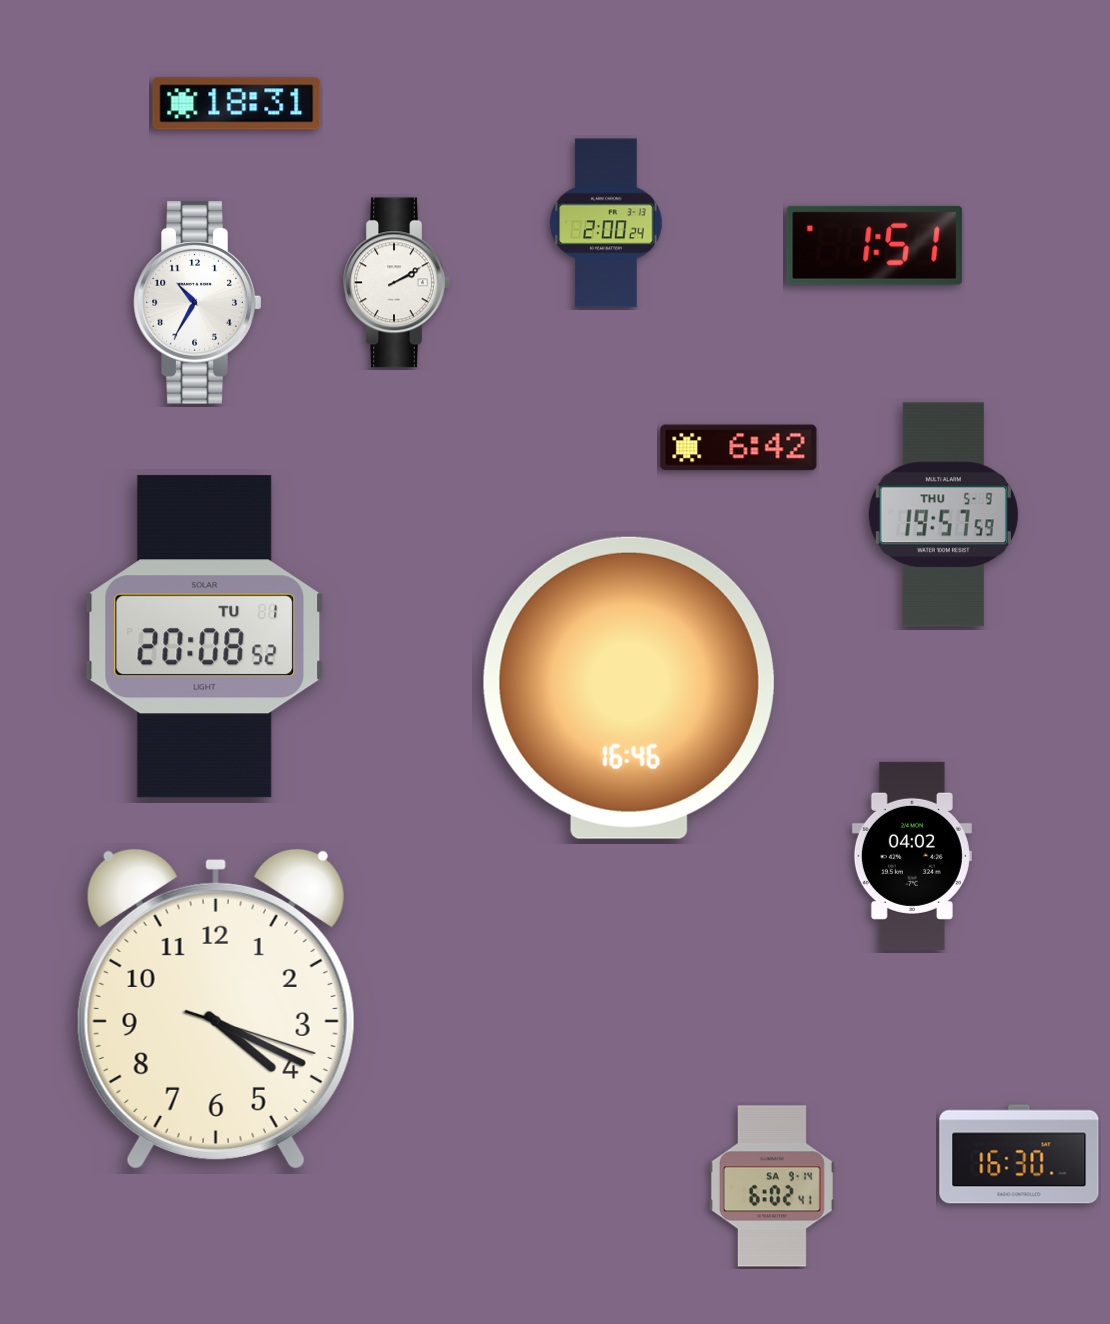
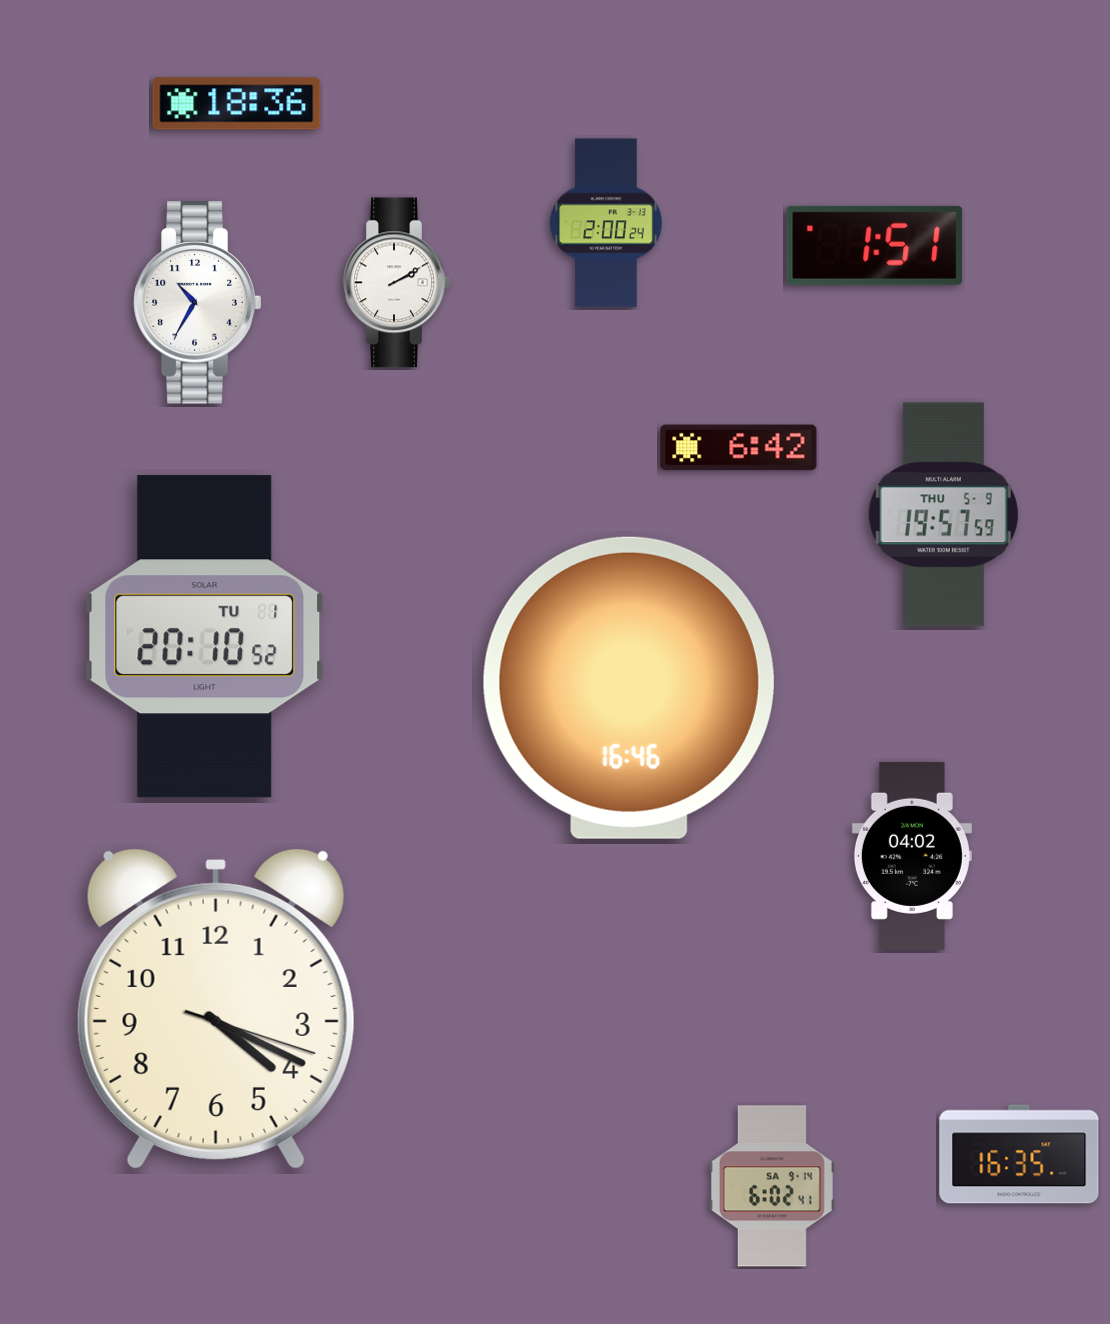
clock at (237, 104): 18:31 -> 18:36
clock at (205, 637): 20:08 -> 20:10
clock at (1019, 1154): 16:30 -> 16:35
